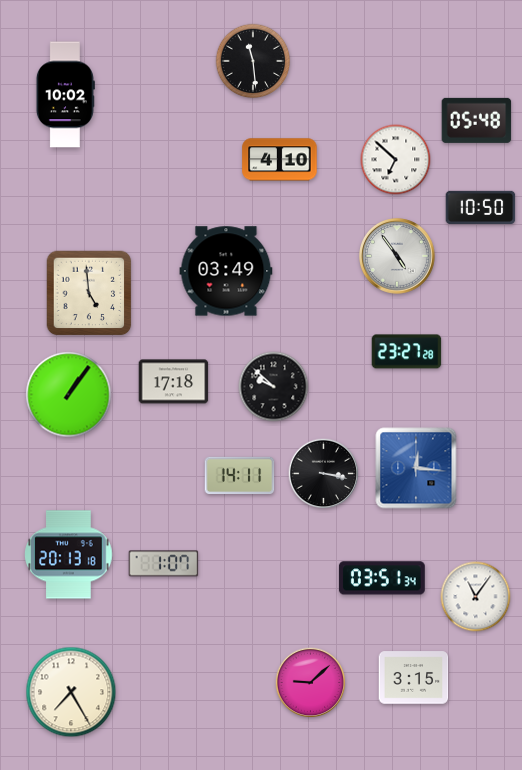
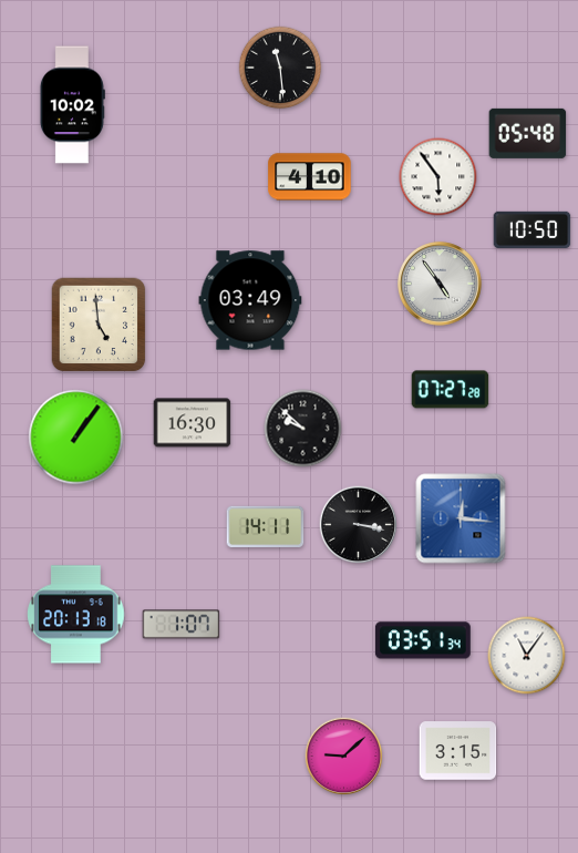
clock at (396, 160): 6:52 -> 5:54
clock at (407, 352): 23:27 -> 07:27
clock at (174, 382): 17:18 -> 16:30
clock at (476, 597) position: (476, 597) -> (527, 656)
clock at (71, 692): 7:25 -> none
